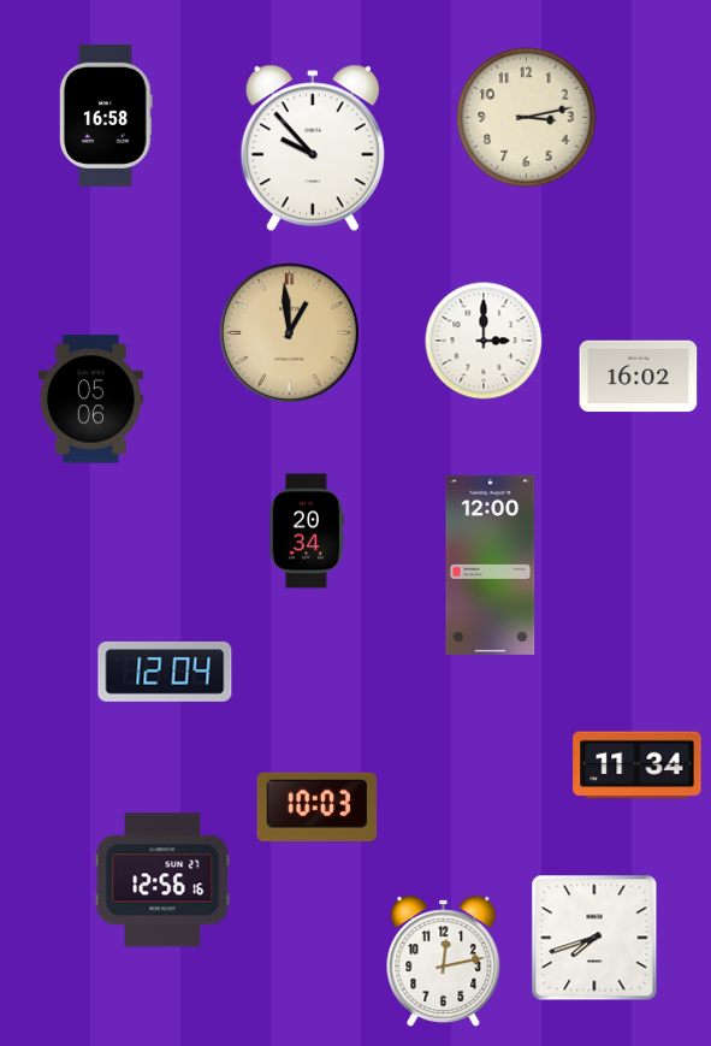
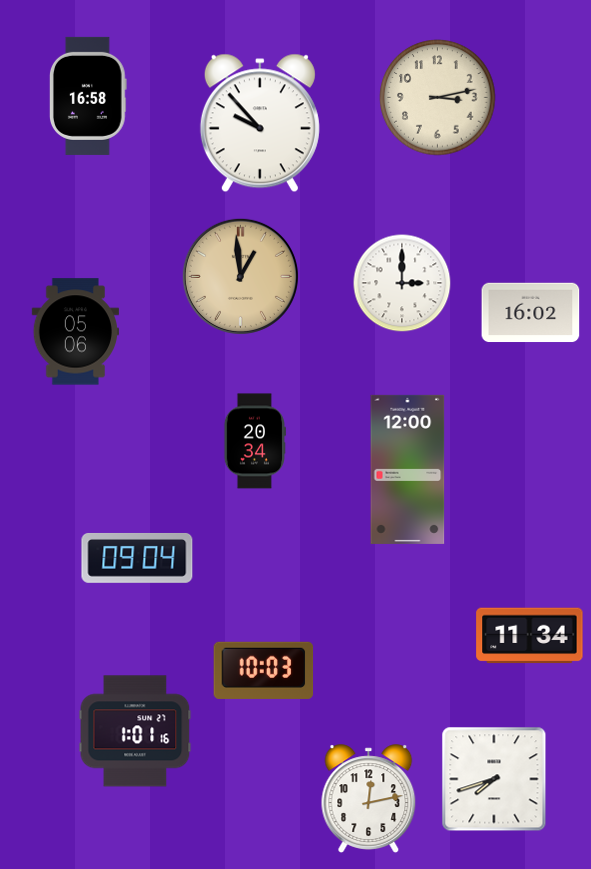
clock at (165, 672): 12:04 -> 09:04
clock at (162, 880): 12:56 -> 1:01
